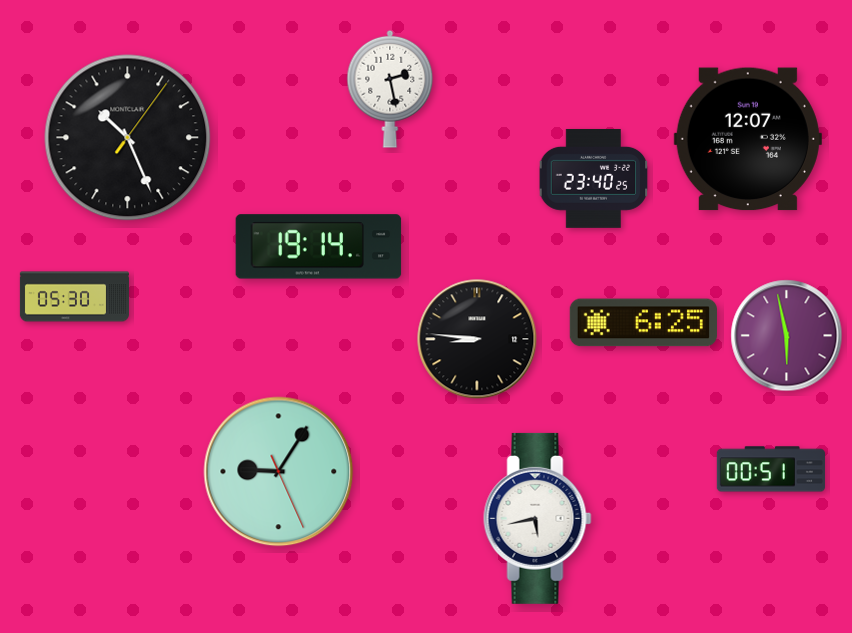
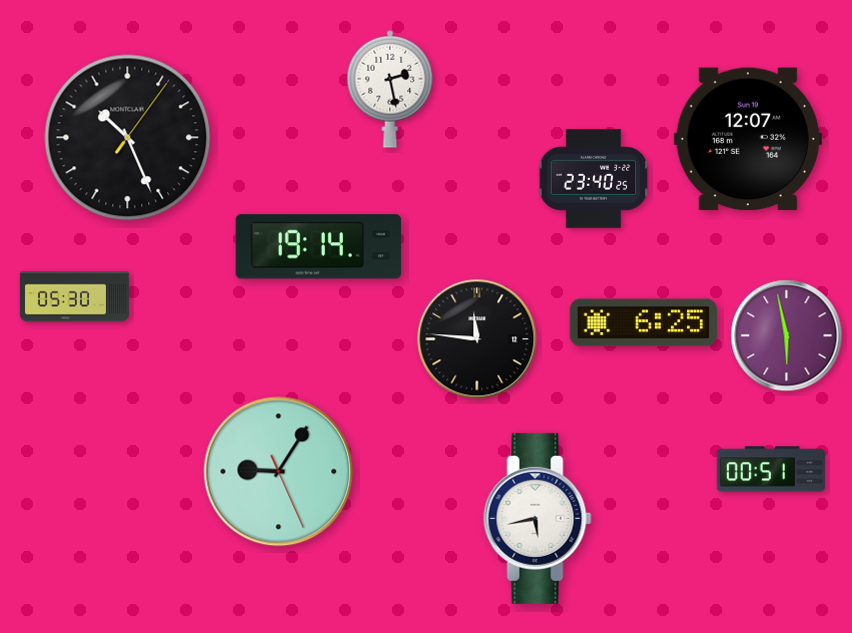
clock at (477, 339): 8:46 -> 11:46
